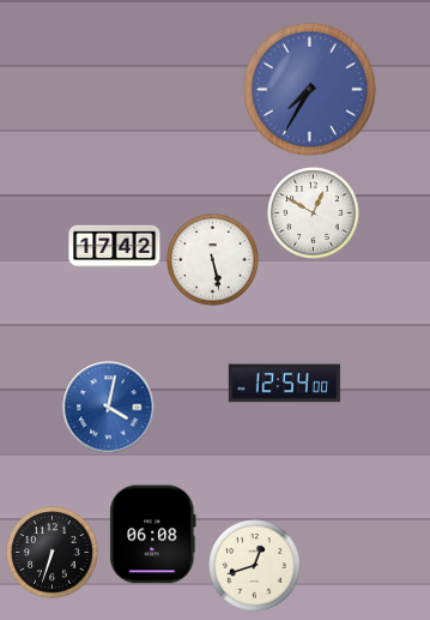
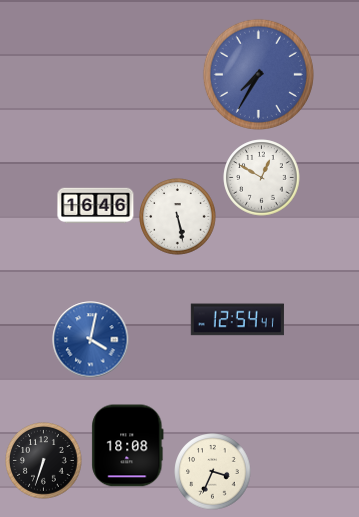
clock at (115, 247): 17:42 -> 16:46
clock at (284, 384): 12:54:00 -> 12:54:41
clock at (153, 535): 06:08 -> 18:08
clock at (255, 566): 12:42 -> 3:34
